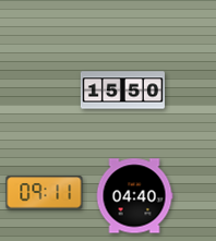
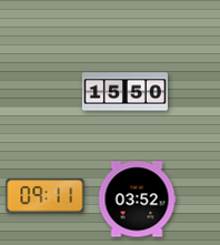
clock at (134, 196): 04:40 -> 03:52
